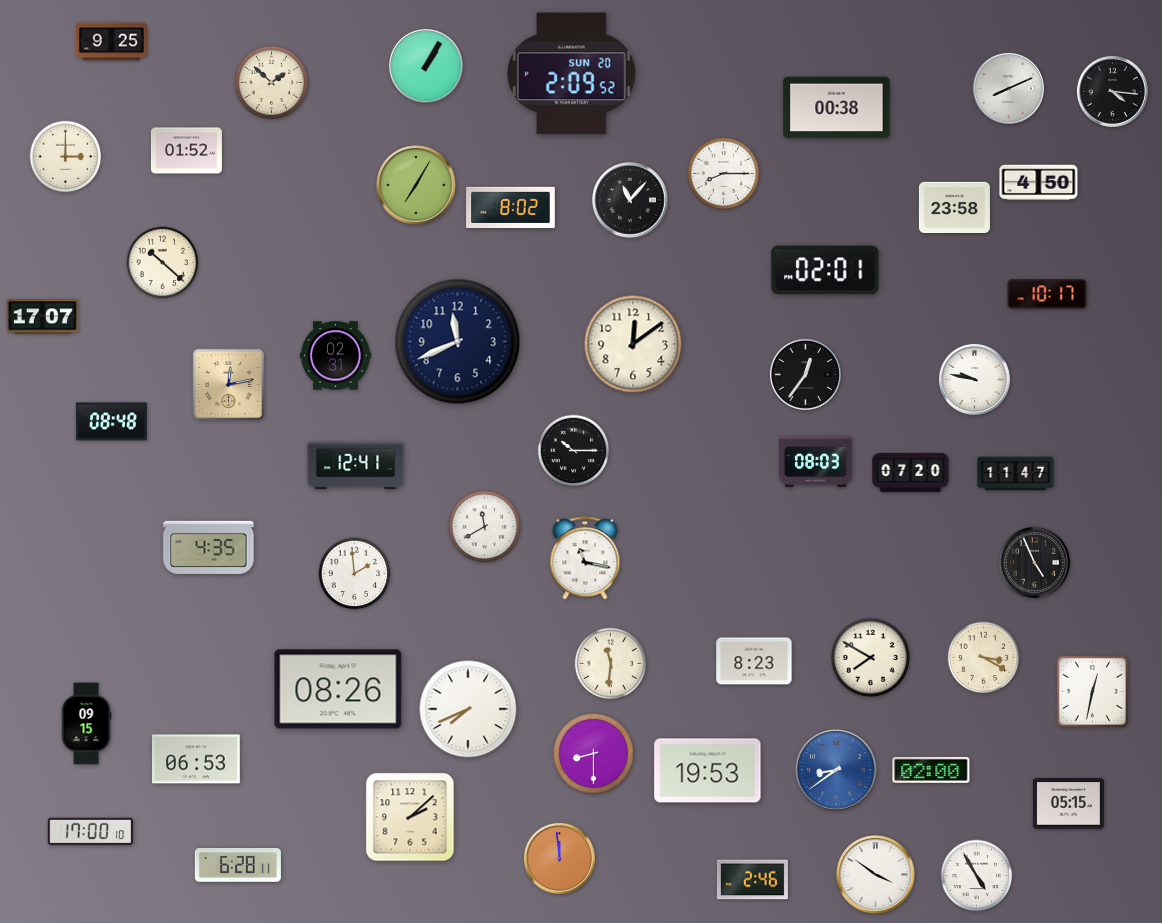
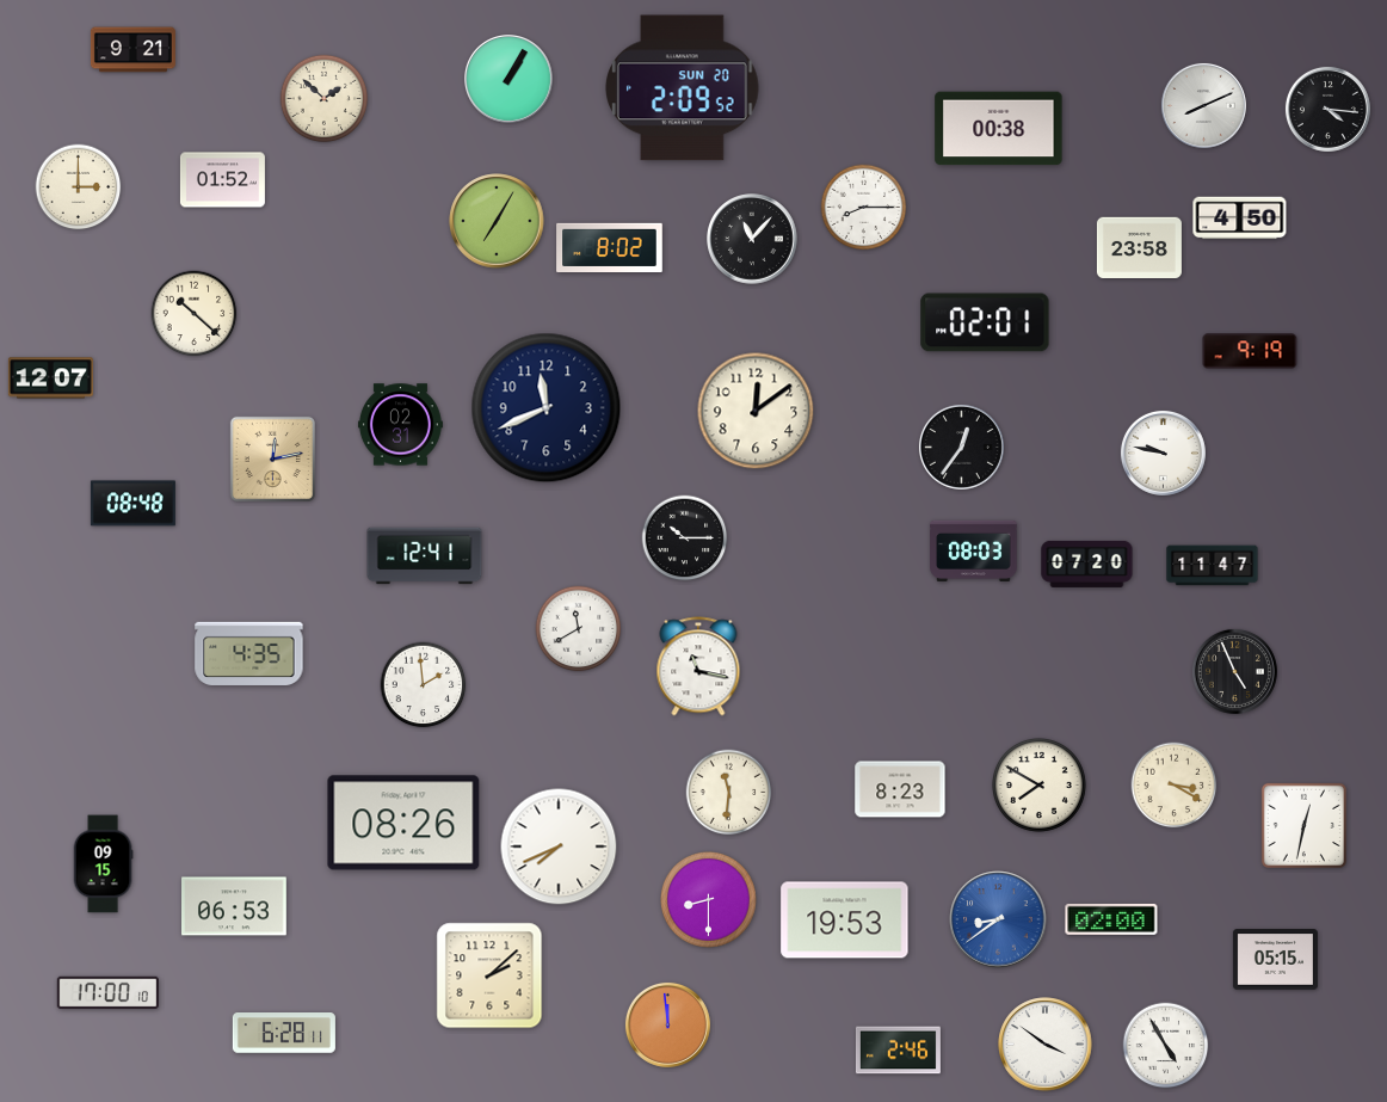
clock at (111, 42): 9:25 -> 9:21
clock at (1047, 294): 10:17 -> 9:19
clock at (42, 317): 17:07 -> 12:07
